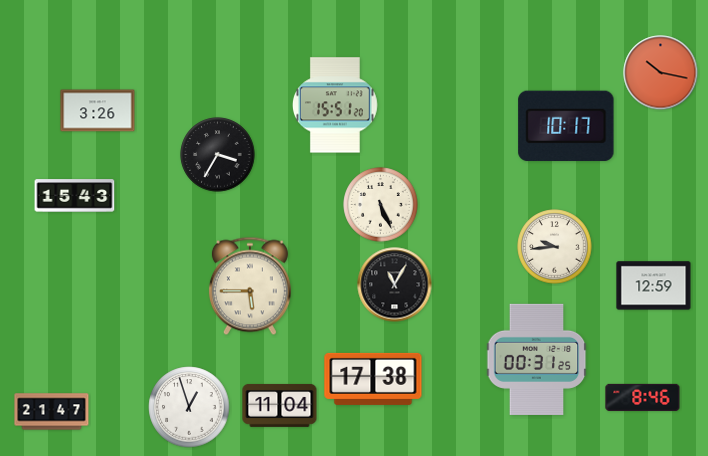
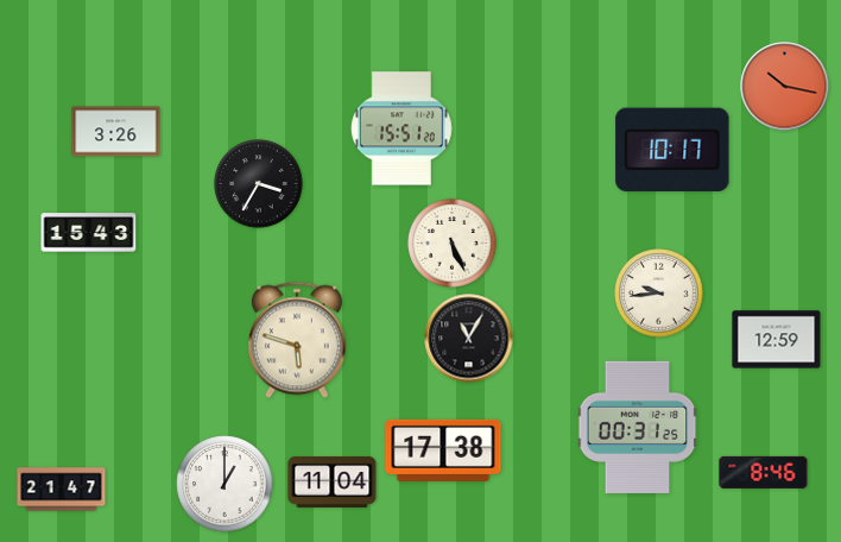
clock at (336, 105) position: (336, 105) -> (403, 128)
clock at (250, 286): 5:45 -> 5:48
clock at (189, 407): 12:57 -> 1:00
